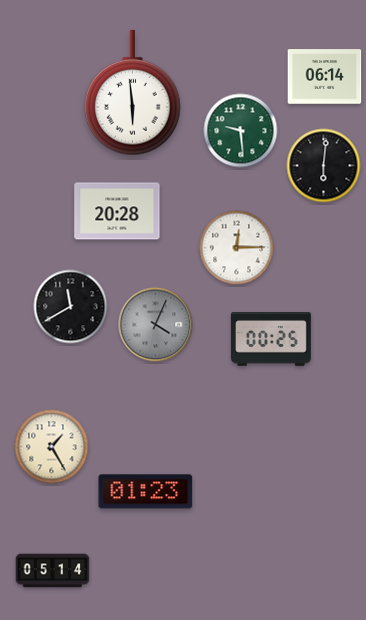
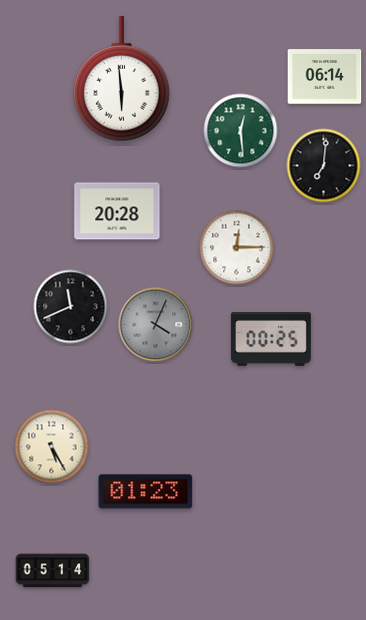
clock at (133, 93) position: (133, 93) -> (122, 79)
clock at (241, 131): 9:29 -> 12:29
clock at (324, 166): 6:01 -> 7:01
clock at (71, 307): 11:40 -> 11:41
clock at (52, 447): 1:25 -> 5:25
